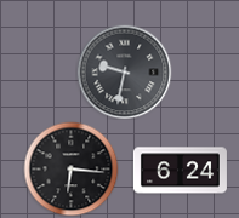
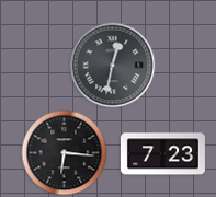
clock at (124, 71): 9:32 -> 12:32
clock at (180, 171): 6:24 -> 7:23
